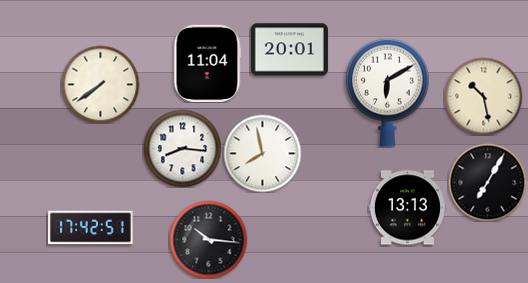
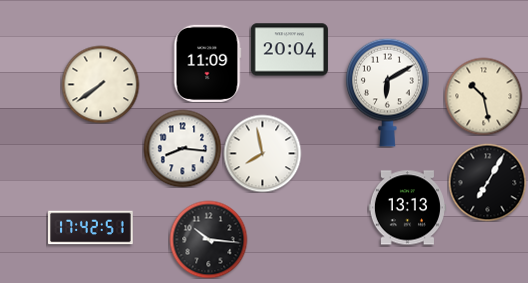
clock at (289, 50): 20:01 -> 20:04
clock at (207, 63): 11:04 -> 11:09
